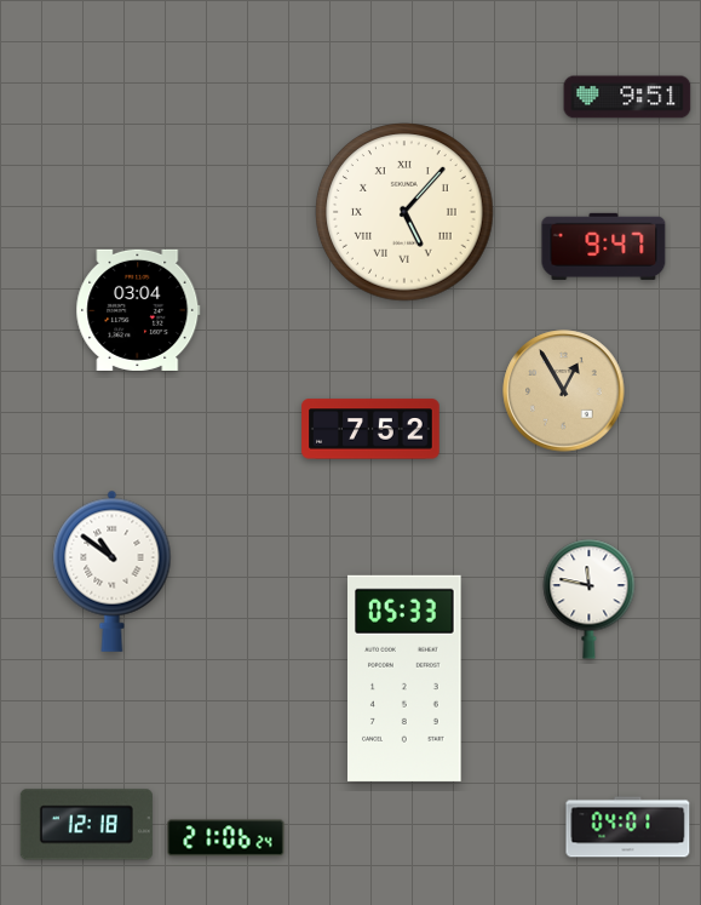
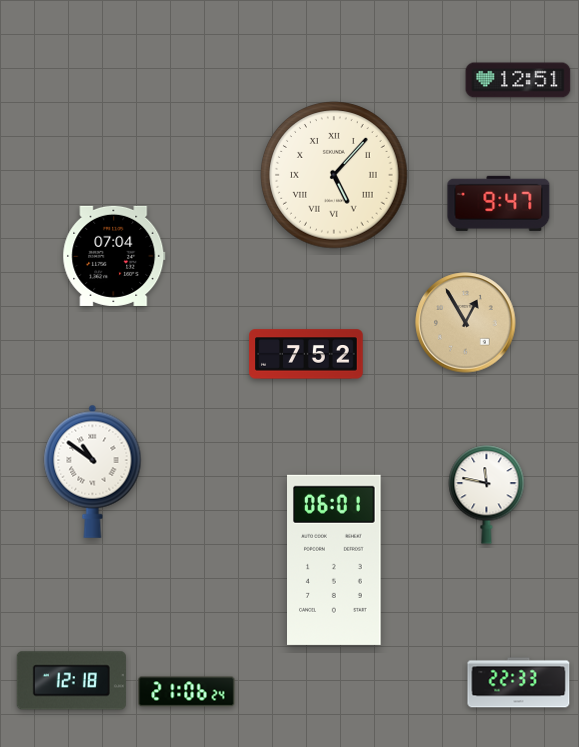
clock at (627, 97): 9:51 -> 12:51
clock at (138, 310): 03:04 -> 07:04
clock at (404, 678): 05:33 -> 06:01
clock at (628, 827): 04:01 -> 22:33
